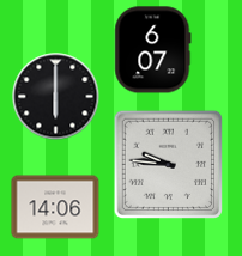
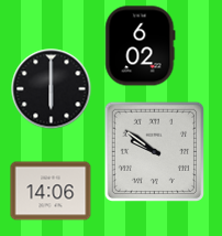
clock at (153, 50): 6:07 -> 6:02
clock at (168, 164): 9:46 -> 9:51
